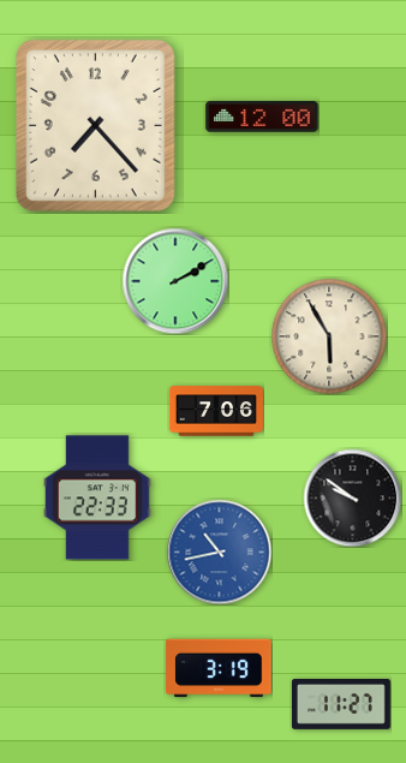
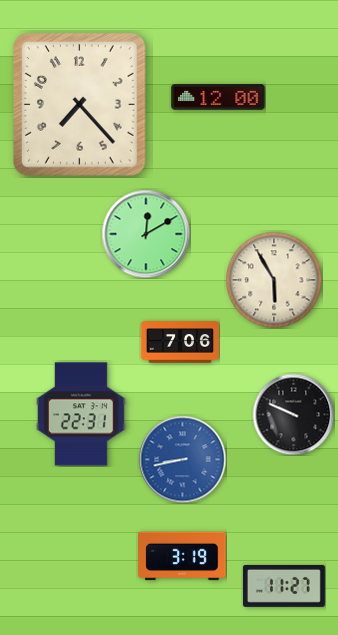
clock at (175, 281): 2:10 -> 12:10
clock at (98, 497): 22:33 -> 22:31
clock at (352, 497): 9:51 -> 9:49
clock at (219, 552): 10:43 -> 8:43
